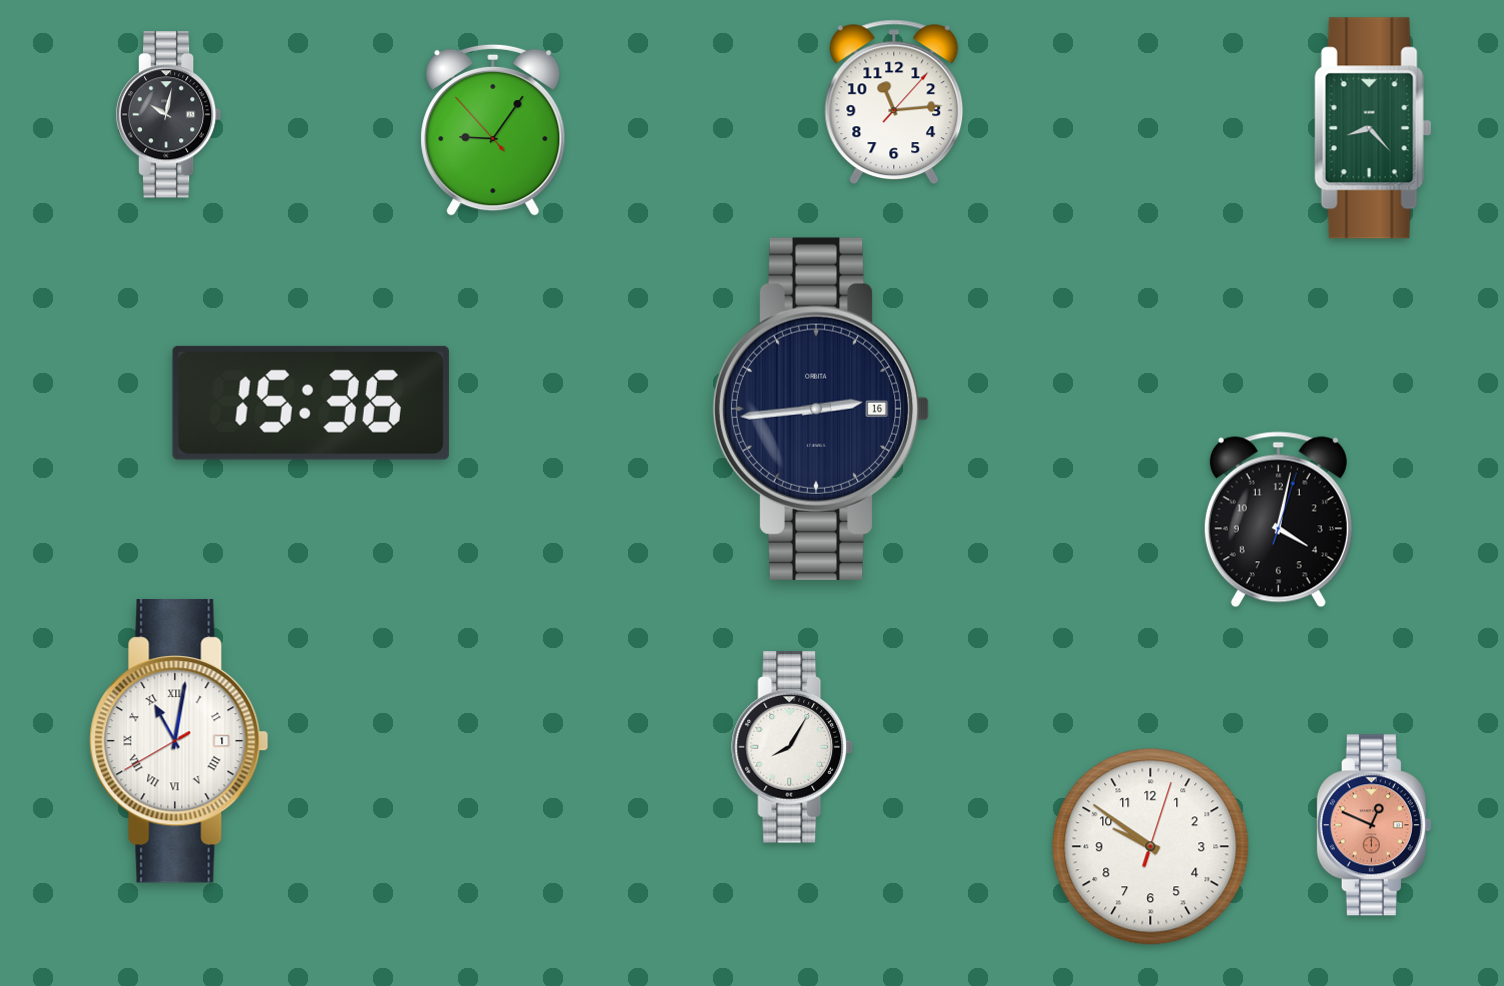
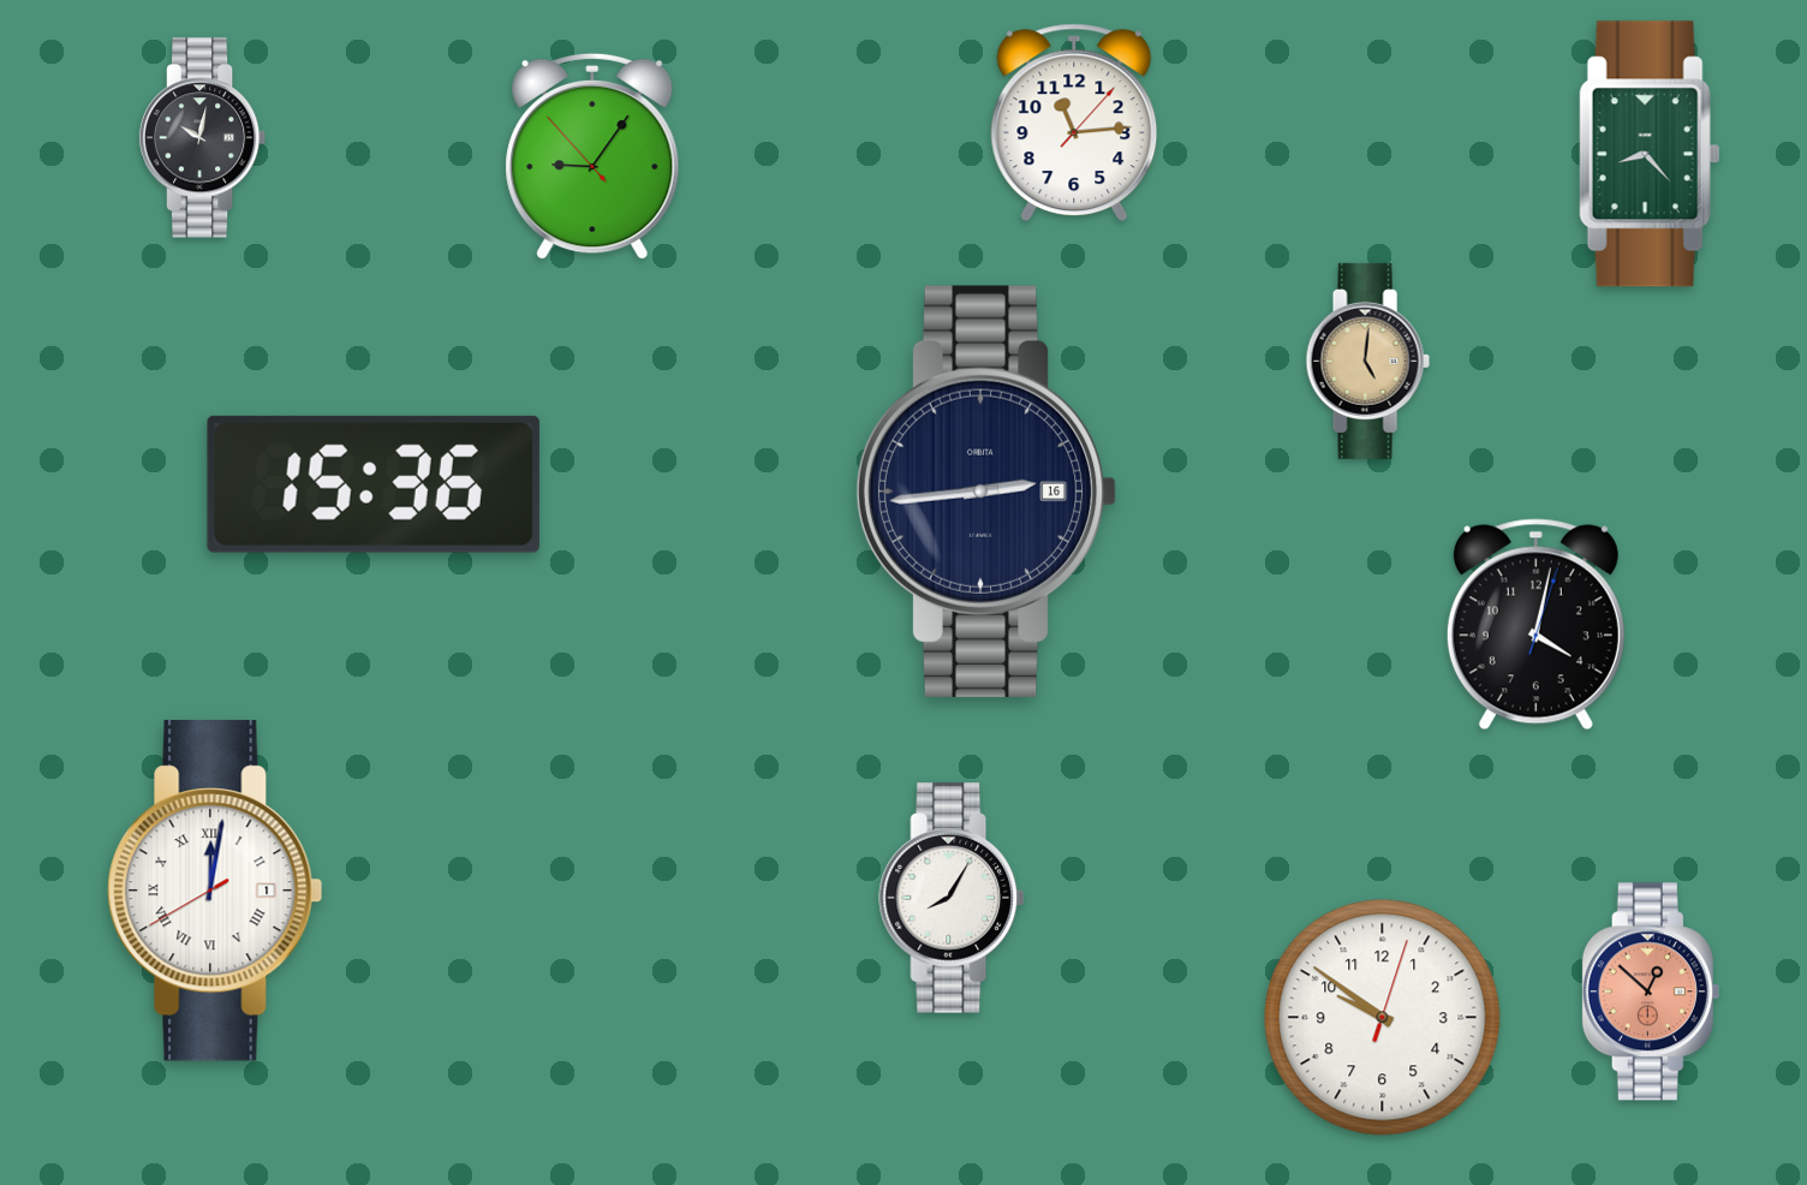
clock at (1367, 361): none -> 5:01
clock at (179, 741): 11:01 -> 12:01
clock at (1374, 825): 12:49 -> 12:52
